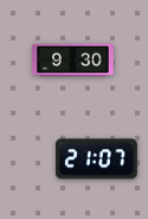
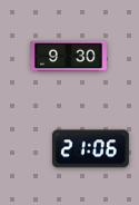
clock at (96, 159): 21:07 -> 21:06
